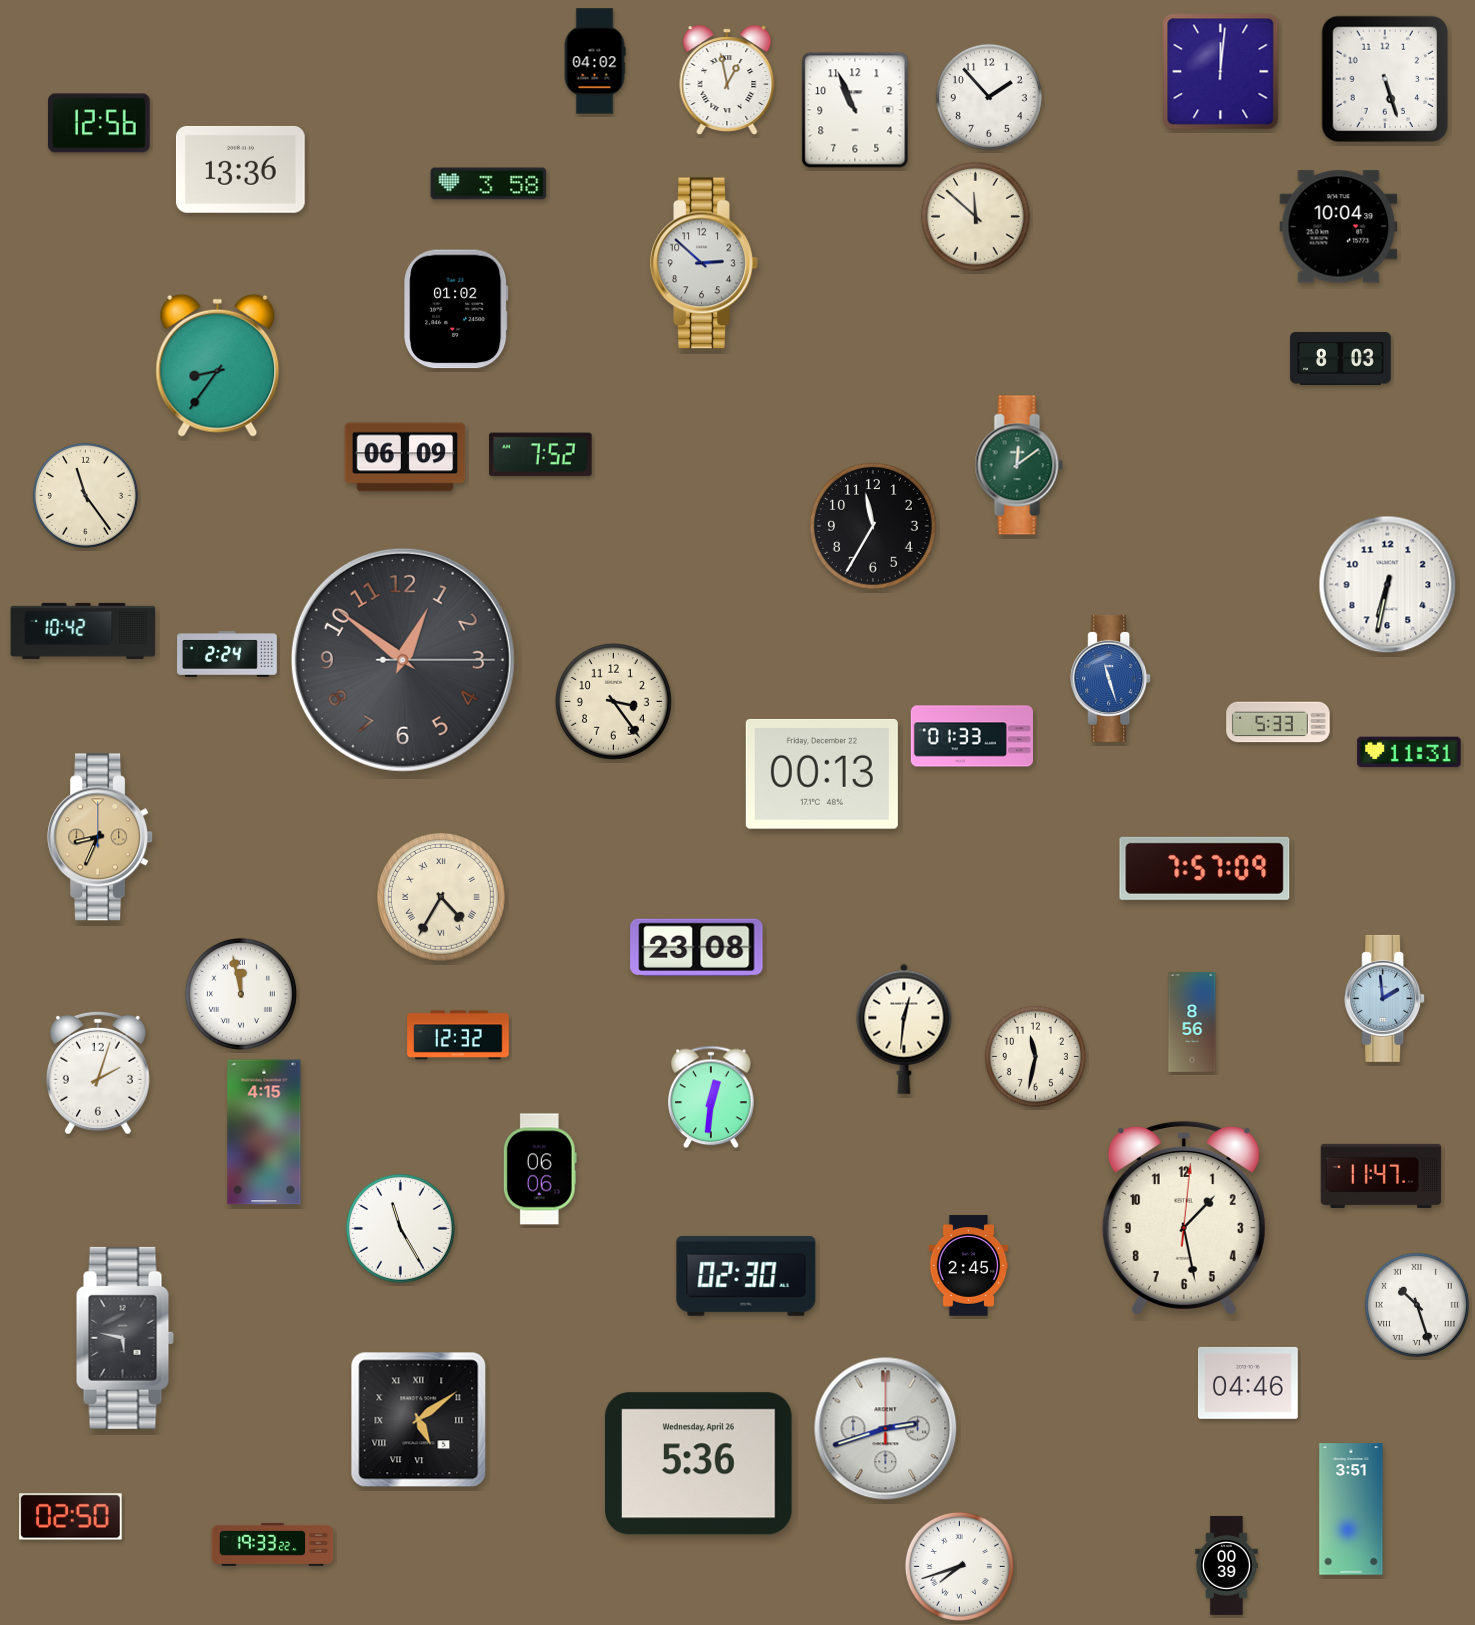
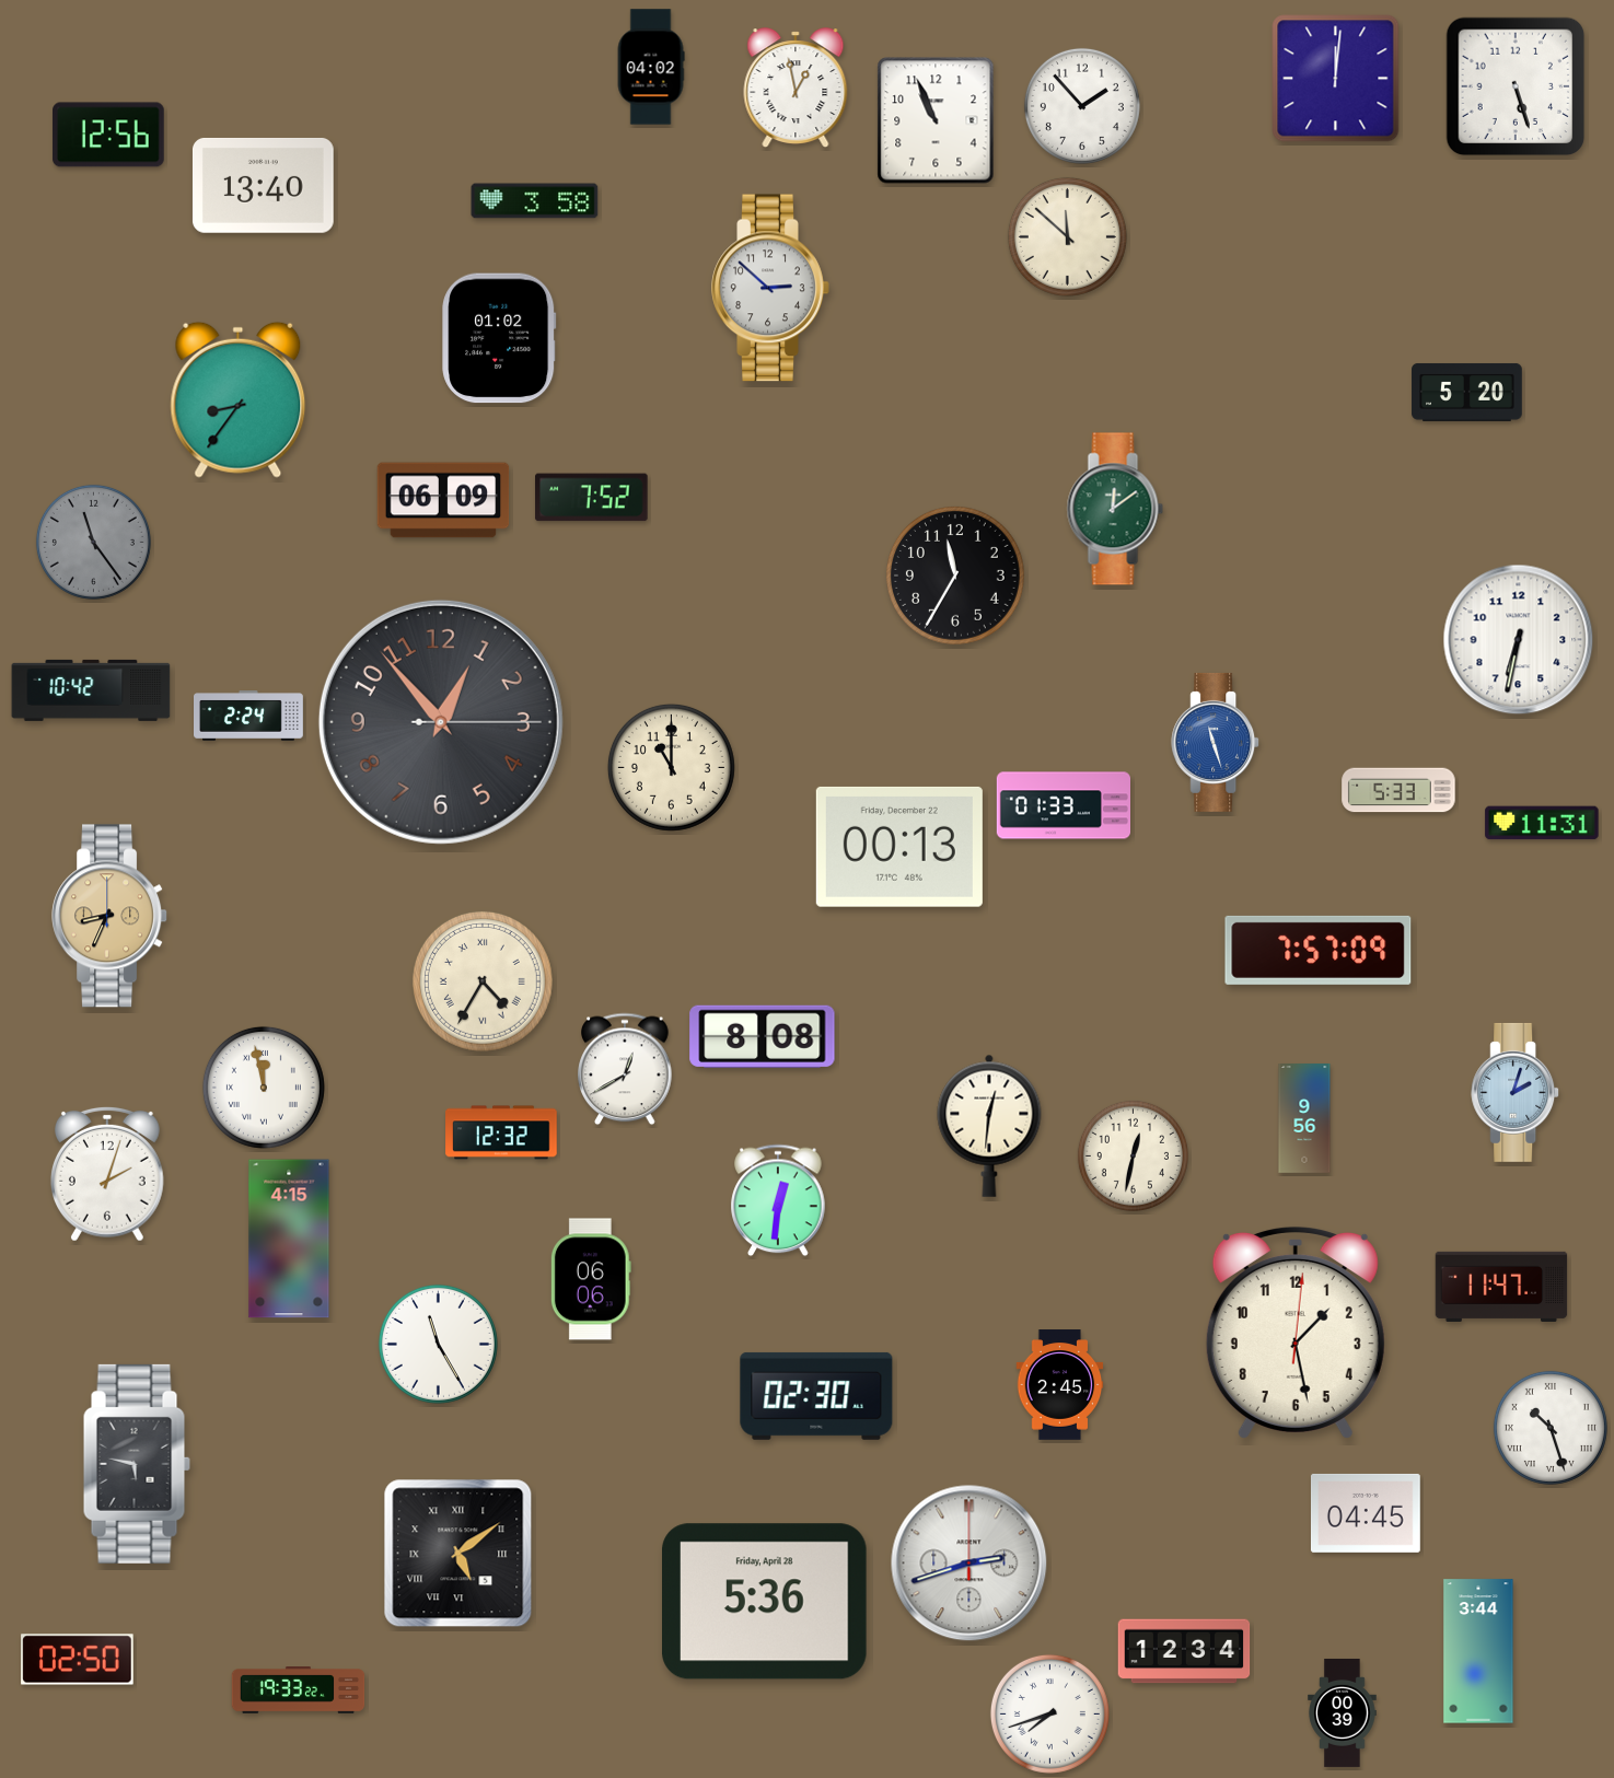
clock at (240, 169): 13:36 -> 13:40
clock at (1339, 227): 10:04 -> none
clock at (1341, 358): 8:03 -> 5:20
clock at (85, 495) dial: cream -> grey
clock at (403, 660): 12:51 -> 12:53
clock at (613, 701): 3:24 -> 11:00
clock at (697, 947): 23:08 -> 8:08
clock at (625, 1069): none -> 12:40
clock at (1385, 998): 1:59 -> 2:03
clock at (1192, 1023): 8:56 -> 9:56
clock at (1035, 1056): 11:32 -> 12:32
clock at (1381, 1176) position: (1381, 1176) -> (1501, 1287)
clock at (1248, 1383): 04:46 -> 04:45
clock at (699, 1464) date: Wednesday, April 26 -> Friday, April 28
clock at (1184, 1651): none -> 12:34
clock at (1351, 1509): 3:51 -> 3:44
